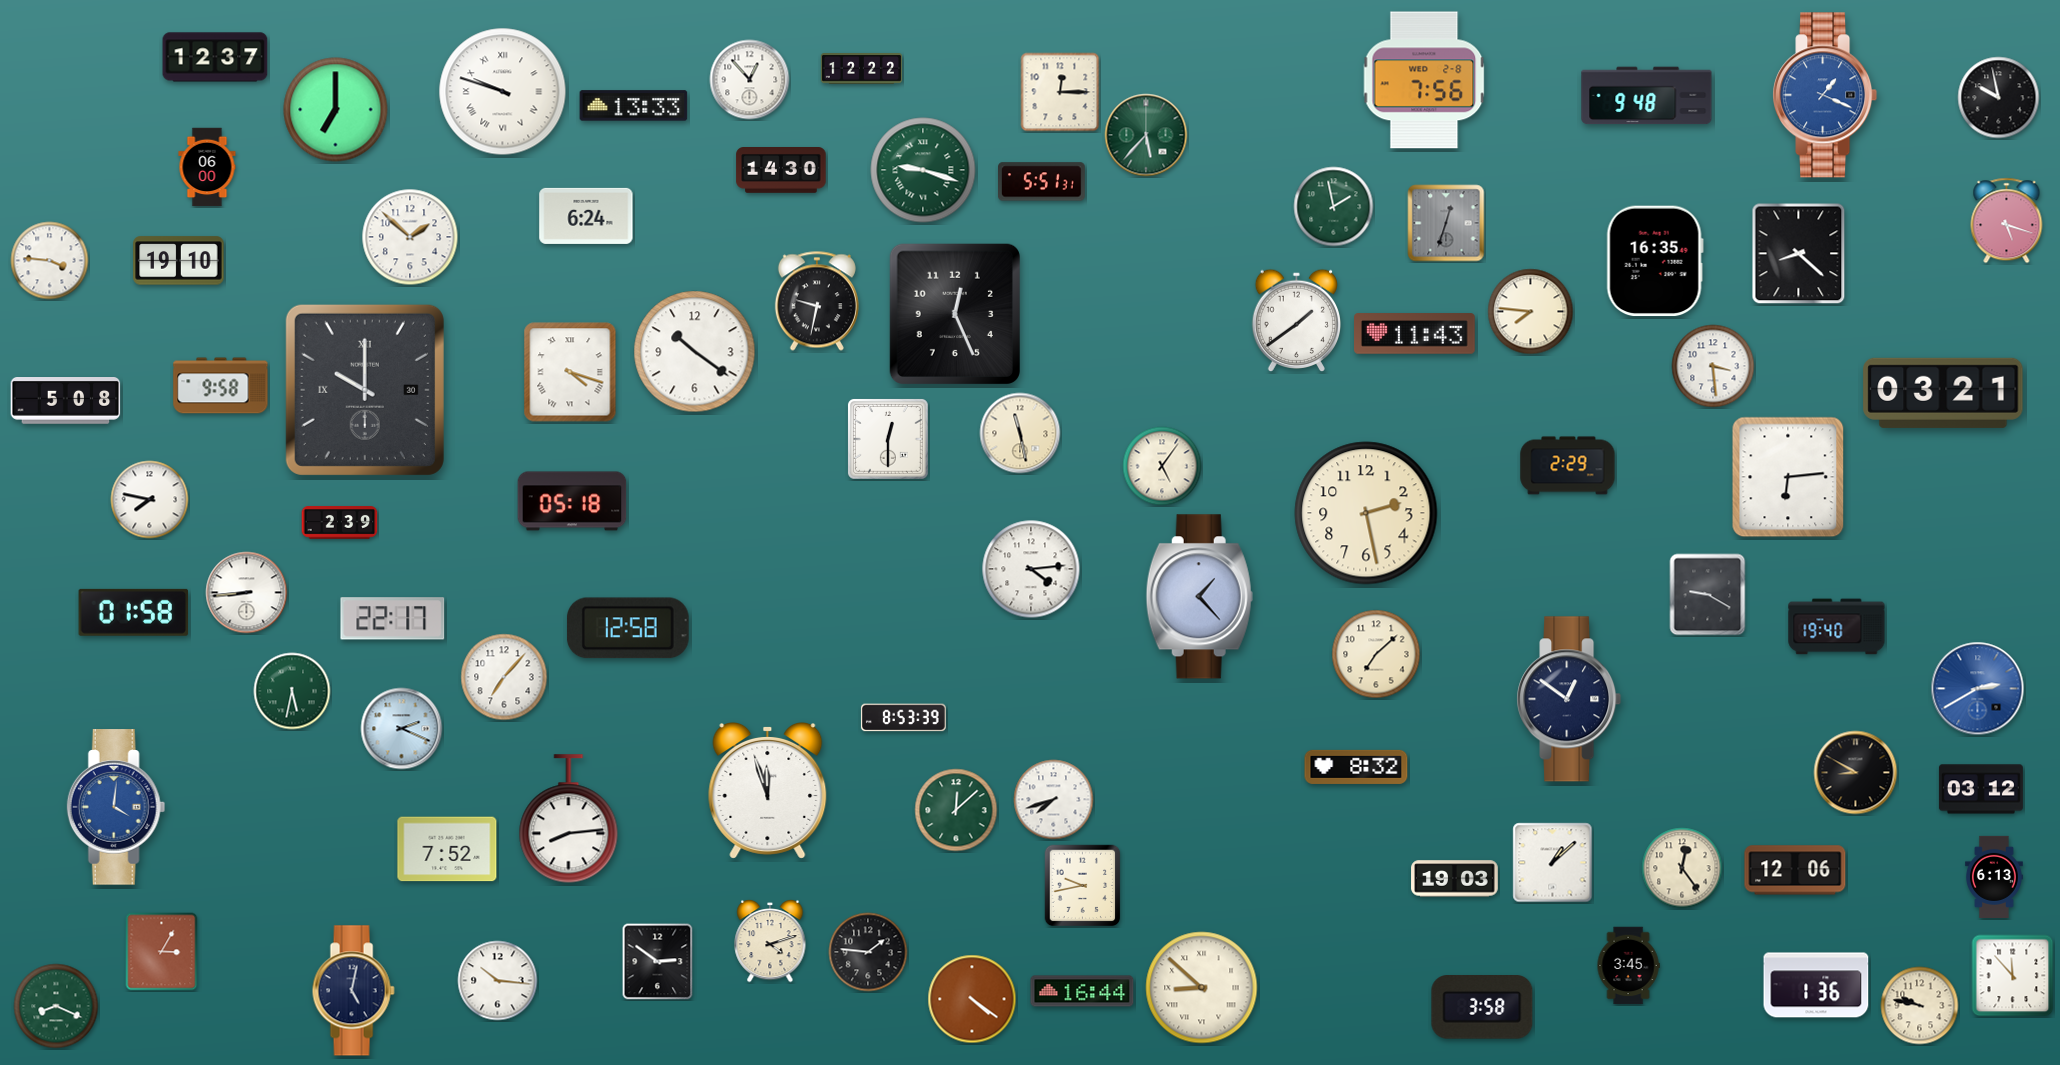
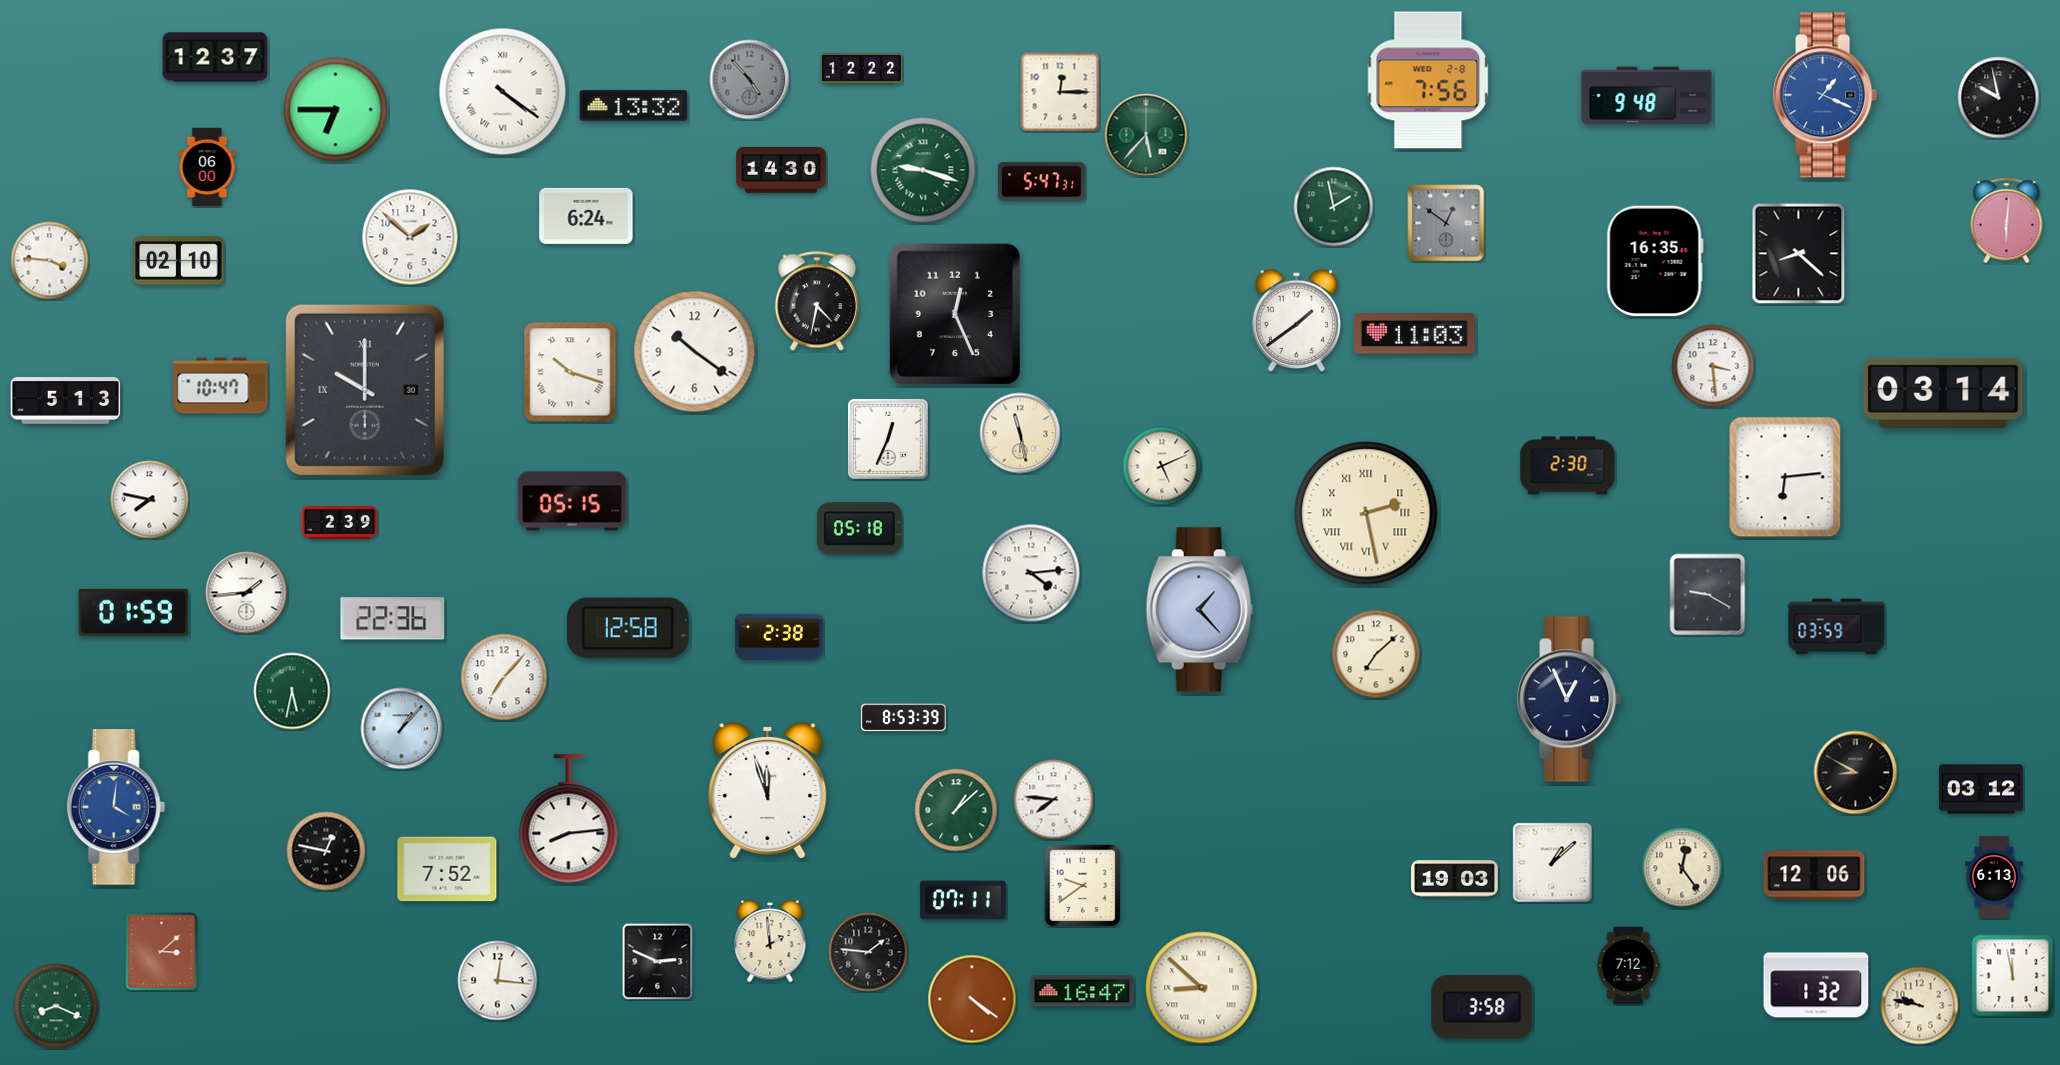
clock at (750, 80): 12:53 -> 4:53
clock at (750, 80) dial: white -> grey
clock at (1424, 80) position: (1424, 80) -> (1428, 80)
clock at (503, 92): 9:48 -> 4:21
clock at (634, 106): 13:33 -> 13:32
clock at (336, 110): 7:00 -> 6:45
clock at (1042, 182): 5:51 -> 5:47
clock at (2007, 221): 5:18 -> 6:01
clock at (1446, 223): 12:33 -> 12:51
clock at (179, 261): 19:10 -> 02:10
clock at (817, 301): 9:32 -> 4:32
clock at (1531, 312): 7:46 -> none
clock at (1415, 334): 11:43 -> 11:03
clock at (570, 372): 4:18 -> 10:18
clock at (221, 386): 9:58 -> 10:47
clock at (1943, 393): 03:21 -> 03:14
clock at (66, 401): 5:08 -> 5:13
clock at (888, 439): 12:30 -> 12:34
clock at (1162, 466): 5:06 -> 5:11
clock at (1568, 466): 2:29 -> 2:30
clock at (1788, 477) position: (1788, 477) -> (1785, 477)
clock at (572, 501): 05:18 -> 05:15
clock at (1366, 513) numerals: Arabic -> Roman
clock at (859, 529): none -> 05:18
clock at (1031, 569) position: (1031, 569) -> (1031, 573)
clock at (247, 593): 8:44 -> 1:44
clock at (1199, 597) position: (1199, 597) -> (1199, 610)
clock at (134, 612): 01:58 -> 01:59
clock at (393, 619): 22:17 -> 22:36
clock at (1837, 627): 19:40 -> 03:59
clock at (779, 636): none -> 2:38
clock at (1978, 689): 2:40 -> none
clock at (1569, 699): 12:51 -> 12:56
clock at (402, 729): 2:19 -> 1:07
clock at (1356, 767): 8:32 -> none
clock at (1054, 800): 7:42 -> 7:46
clock at (956, 810): 12:08 -> 1:08
clock at (447, 849) position: (447, 849) -> (447, 869)
clock at (326, 851): none -> 12:47
clock at (1795, 870) position: (1795, 870) -> (1814, 875)
clock at (1083, 886): 9:43 -> 9:39
clock at (963, 900): none -> 07:11
clock at (770, 941): 4:12 -> 1:59
clock at (162, 952): 3:05 -> 3:08
clock at (658, 962): 2:51 -> 2:49
clock at (1628, 966): 3:45 -> 7:12
clock at (2013, 976): 11:53 -> 11:58
clock at (498, 981): 10:16 -> 12:16
clock at (1816, 985): 1:36 -> 1:32
clock at (353, 991): 5:02 -> none
clock at (1082, 991): 16:44 -> 16:47
